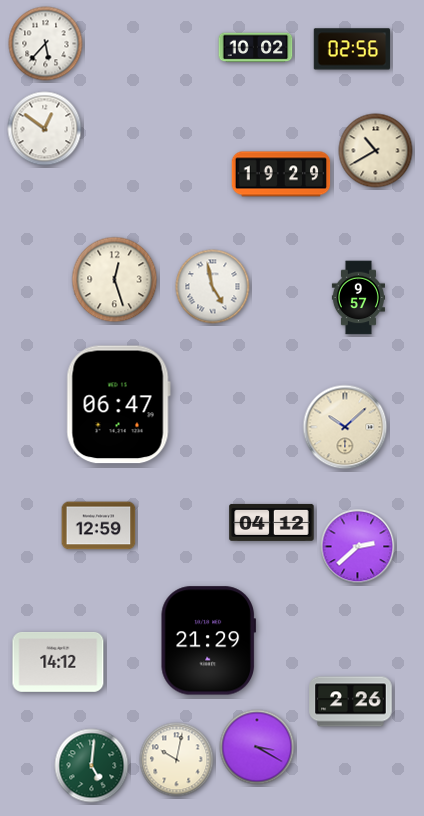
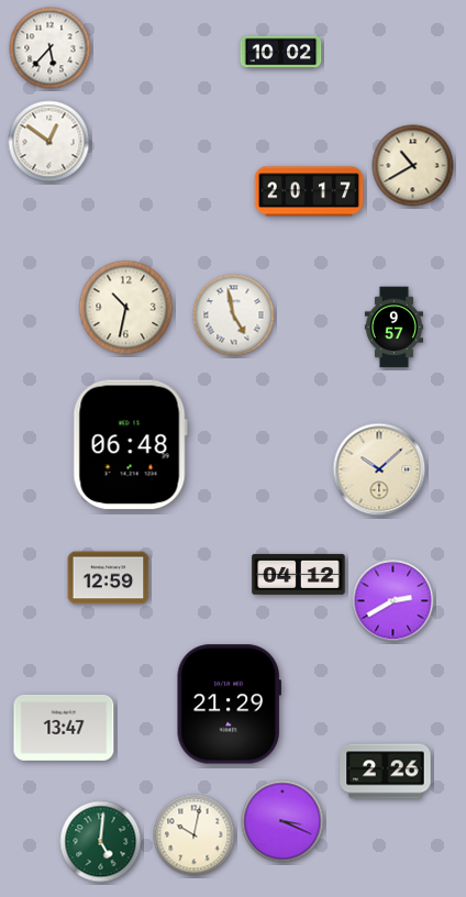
clock at (352, 49): 02:56 -> none
clock at (281, 174): 19:29 -> 20:17
clock at (115, 280): 12:27 -> 10:32
clock at (118, 405): 06:47 -> 06:48
clock at (358, 547): 2:38 -> 2:40
clock at (58, 662): 14:12 -> 13:47
clock at (257, 747): 3:20 -> 3:19
